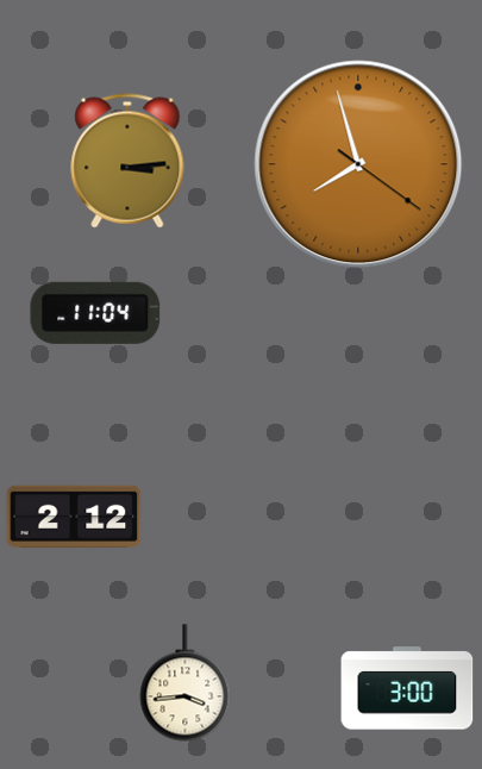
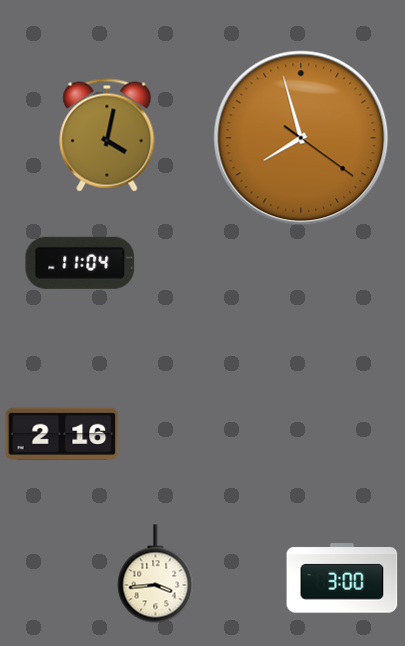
clock at (127, 161): 3:14 -> 4:02
clock at (74, 515): 2:12 -> 2:16
